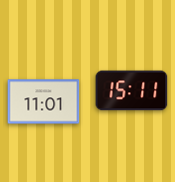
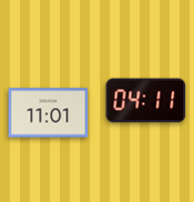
clock at (132, 91): 15:11 -> 04:11
